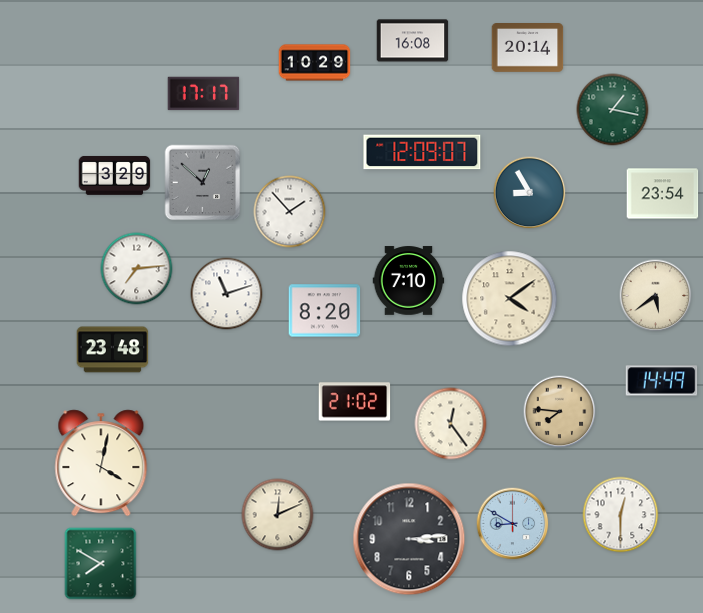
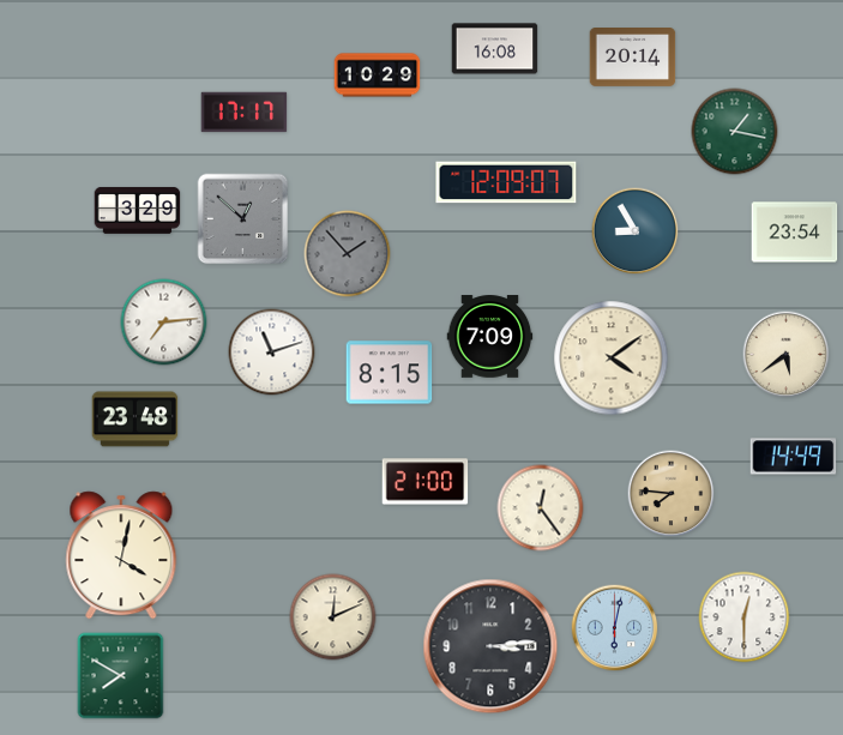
clock at (290, 212) dial: white -> grey
clock at (409, 281): 7:10 -> 7:09
clock at (325, 311): 8:20 -> 8:15
clock at (355, 402): 21:02 -> 21:00
clock at (513, 524): 8:50 -> 6:02
